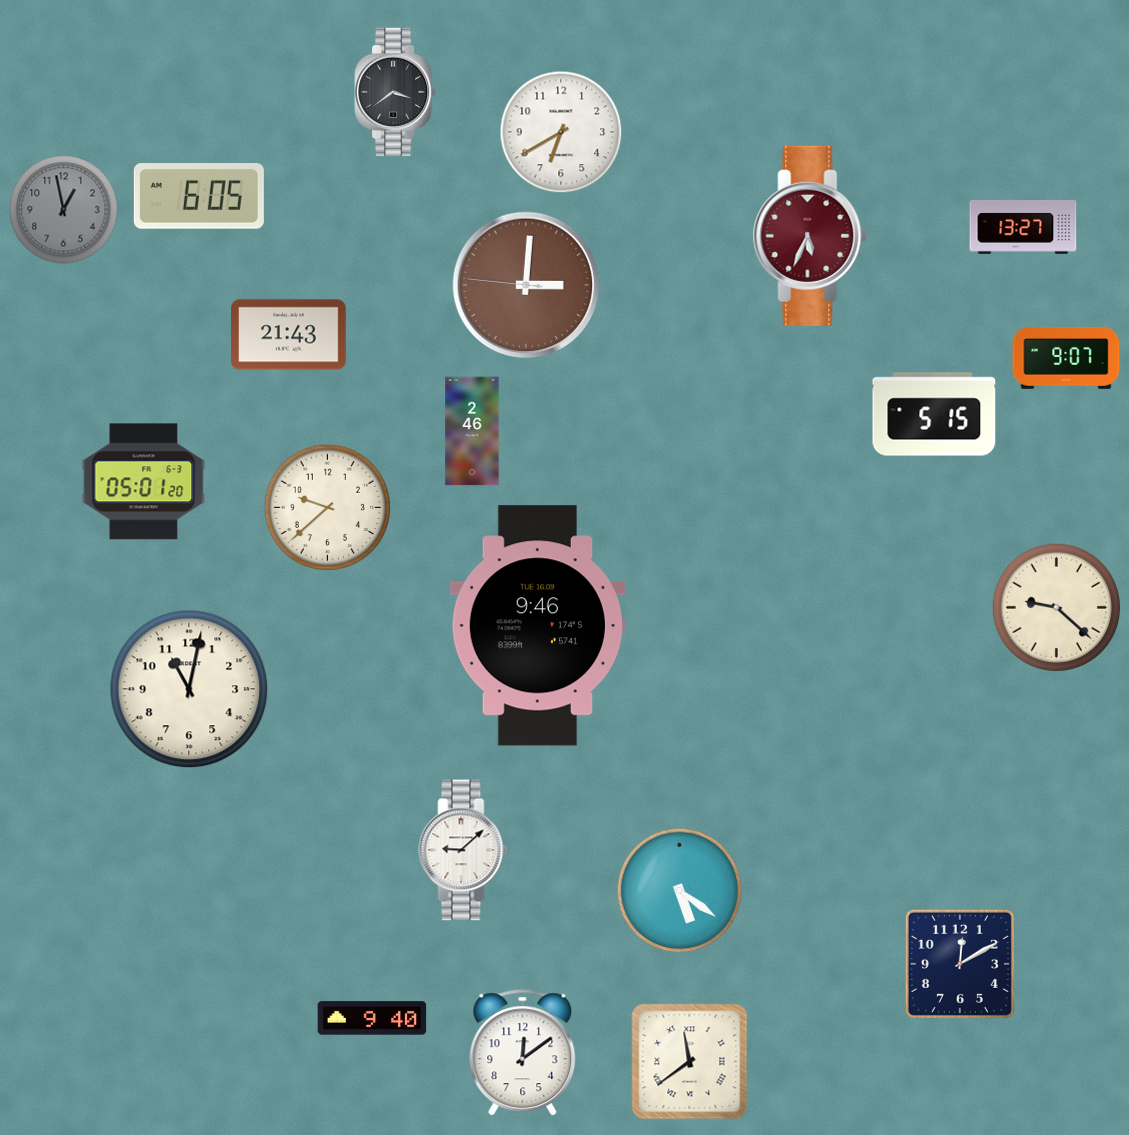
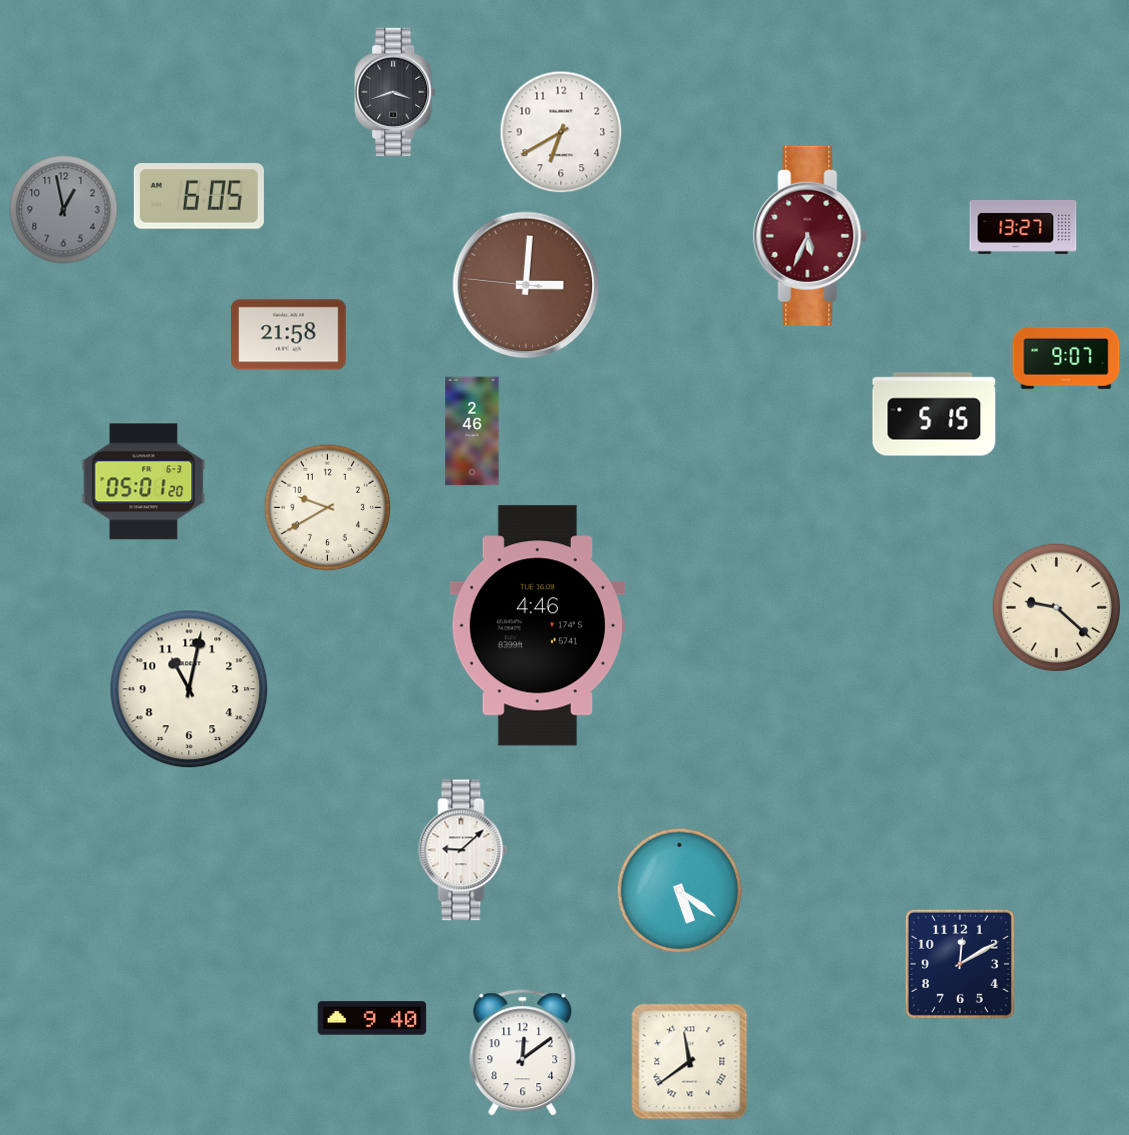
clock at (395, 92): 3:39 -> 3:42
clock at (289, 335): 21:43 -> 21:58
clock at (328, 508): 9:38 -> 9:40
clock at (537, 626): 9:46 -> 4:46
